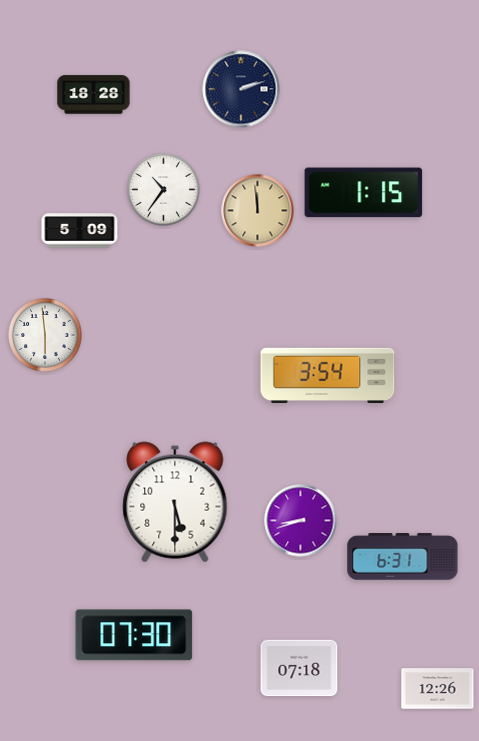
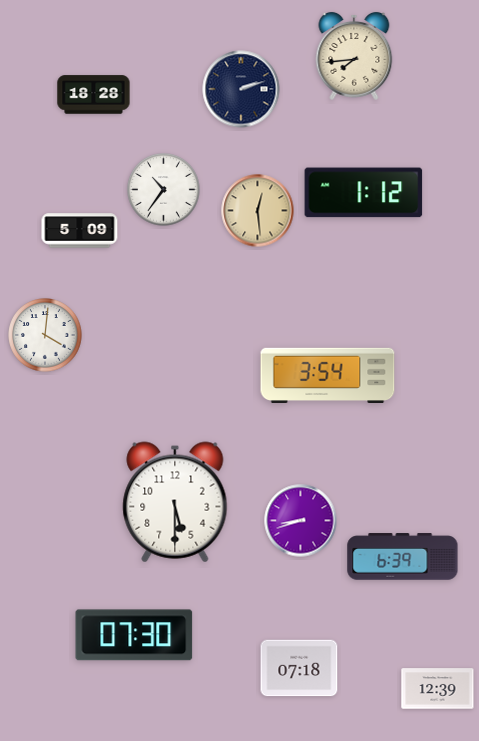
clock at (354, 56): none -> 7:44
clock at (364, 193): 1:15 -> 1:12
clock at (258, 211): 11:59 -> 12:29
clock at (45, 335): 5:59 -> 4:01
clock at (403, 557): 6:31 -> 6:39
clock at (438, 689): 12:26 -> 12:39
